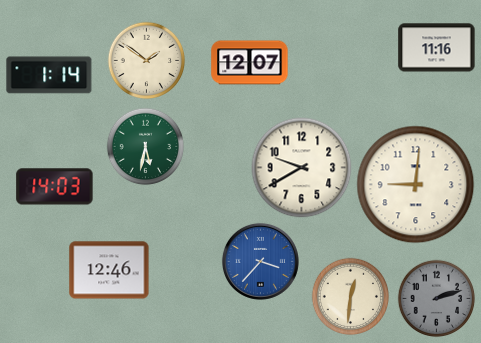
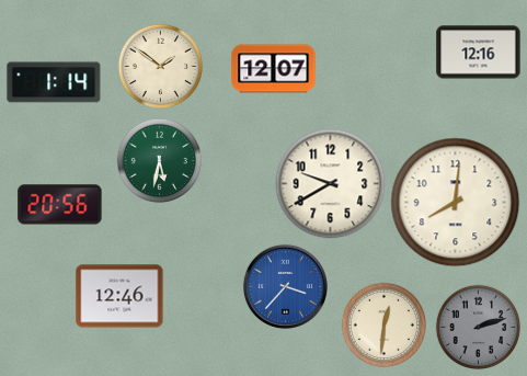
clock at (437, 48): 11:16 -> 12:16
clock at (416, 185): 9:01 -> 8:01
clock at (55, 187): 14:03 -> 20:56
